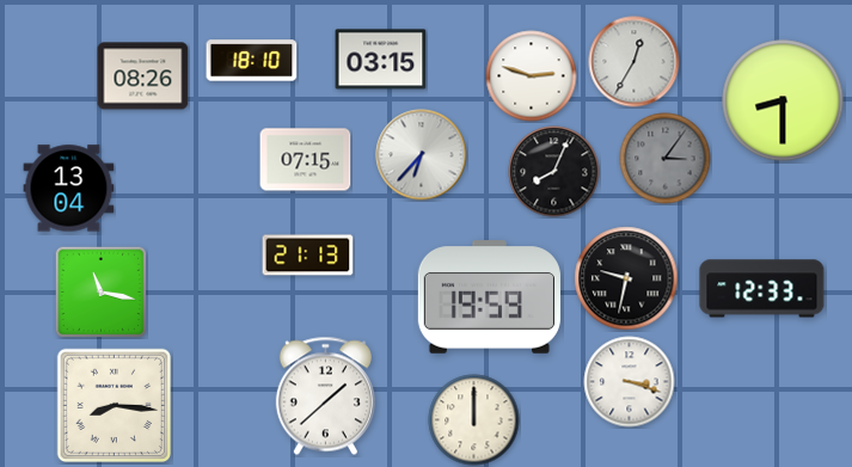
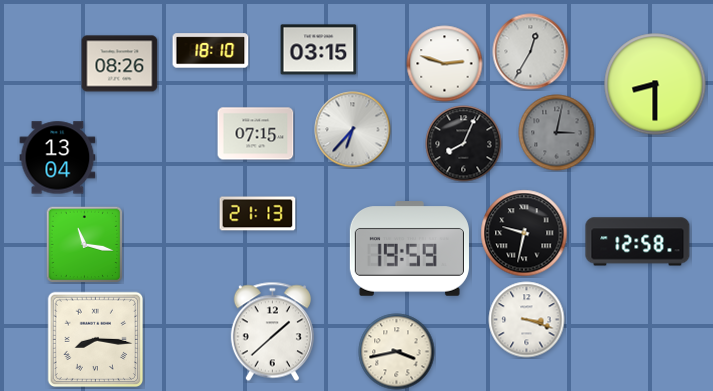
clock at (666, 159): 3:06 -> 3:02
clock at (762, 289): 12:33 -> 12:58
clock at (474, 420): 12:00 -> 3:43
